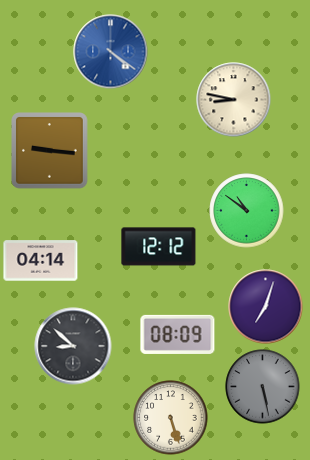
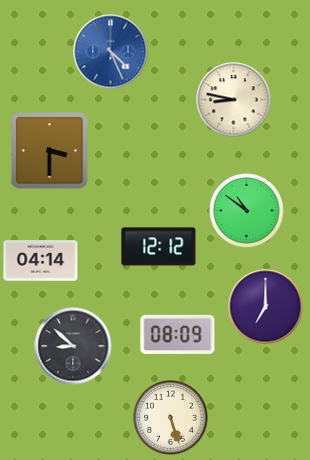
clock at (111, 52): 4:21 -> 4:26
clock at (50, 151): 9:16 -> 3:30
clock at (266, 307): 7:03 -> 7:00
clock at (263, 387): 5:28 -> none
